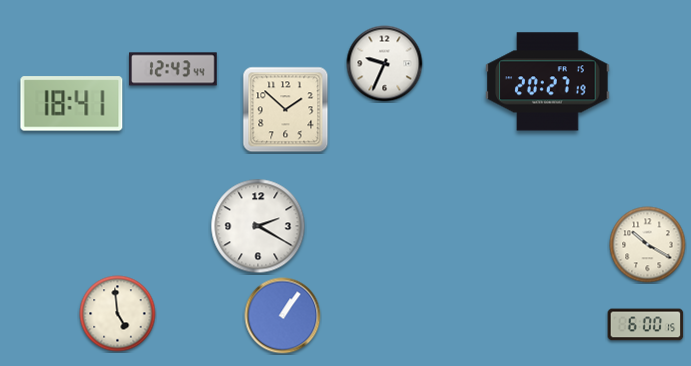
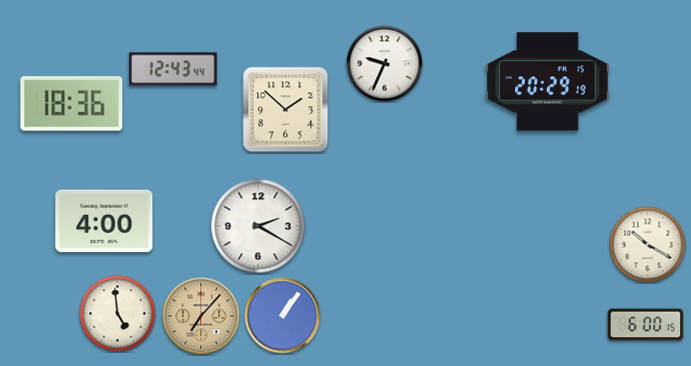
clock at (548, 82): 20:27 -> 20:29
clock at (72, 104): 18:41 -> 18:36
clock at (104, 221): none -> 4:00
clock at (201, 316): none -> 7:07
